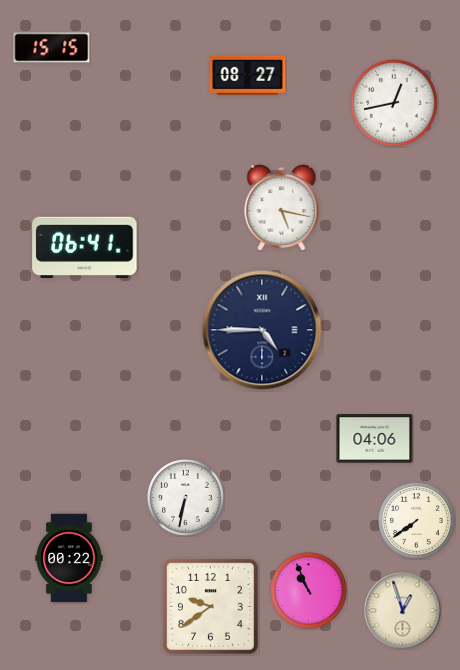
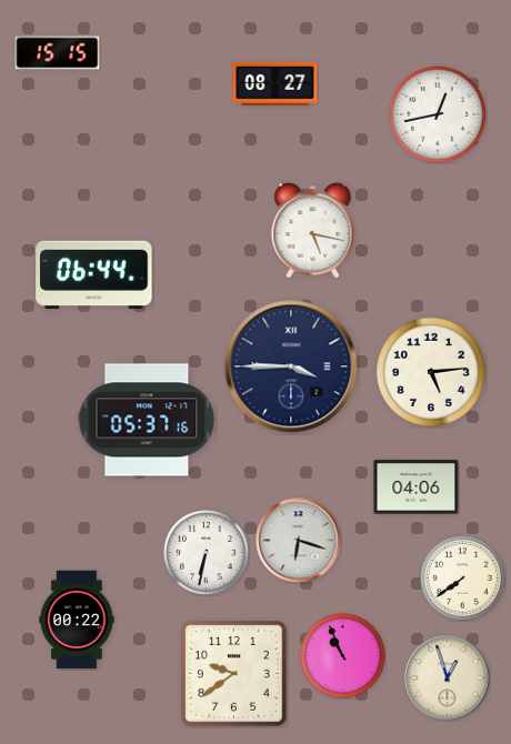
clock at (85, 247): 06:41 -> 06:44
clock at (262, 330): 4:45 -> 3:45
clock at (431, 372): none -> 5:14
clock at (147, 420): none -> 05:37
clock at (299, 541): none -> 6:18
